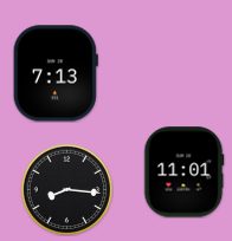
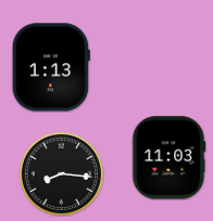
clock at (56, 73): 7:13 -> 1:13
clock at (185, 172): 11:01 -> 11:03
